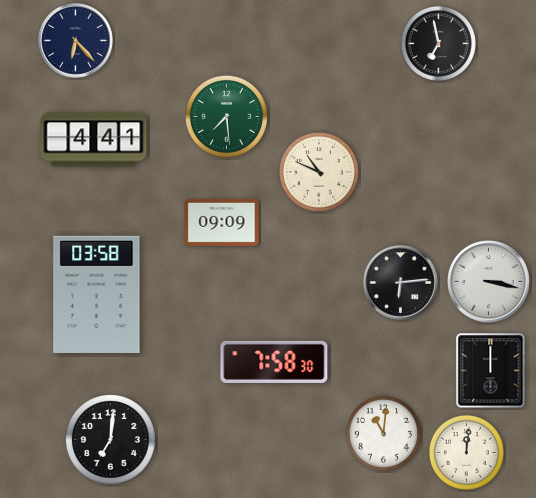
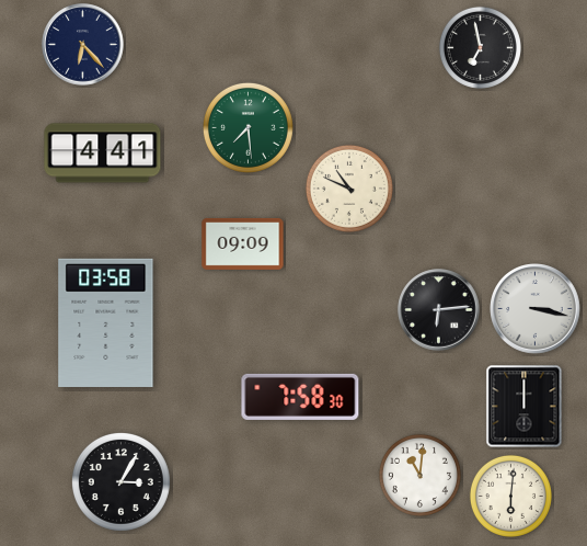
clock at (491, 371) position: (491, 371) -> (525, 407)
clock at (110, 439): 7:01 -> 3:05
clock at (466, 452): 12:01 -> 6:01
